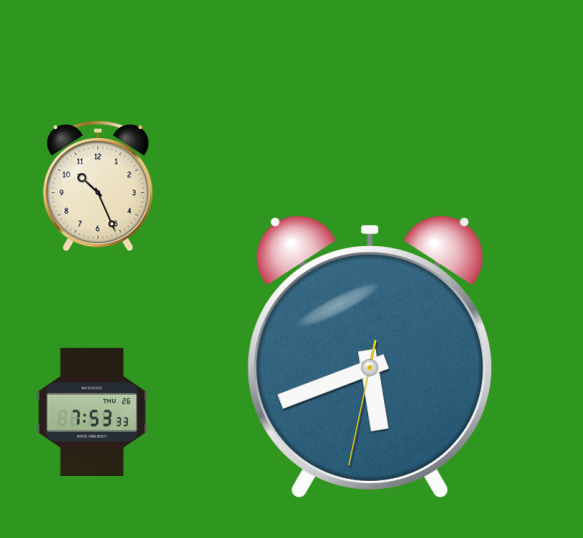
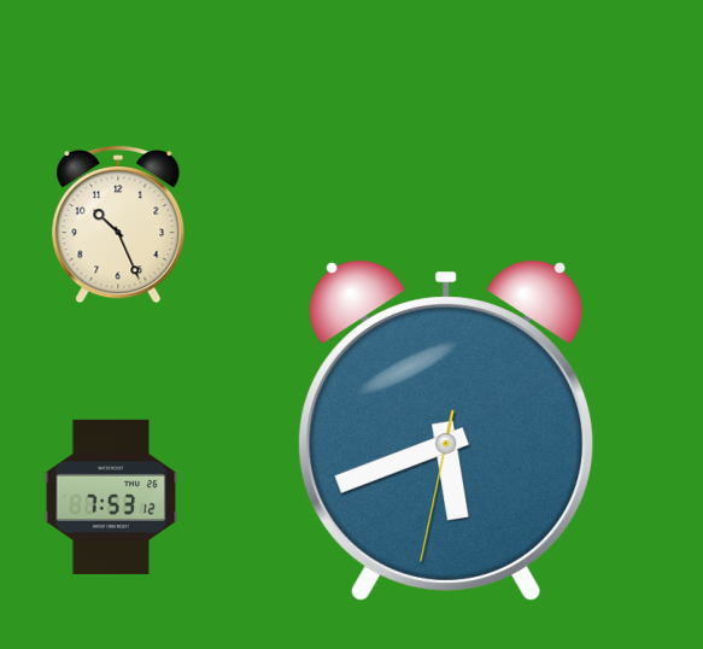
clock at (92, 412): 7:53:33 -> 7:53:12
